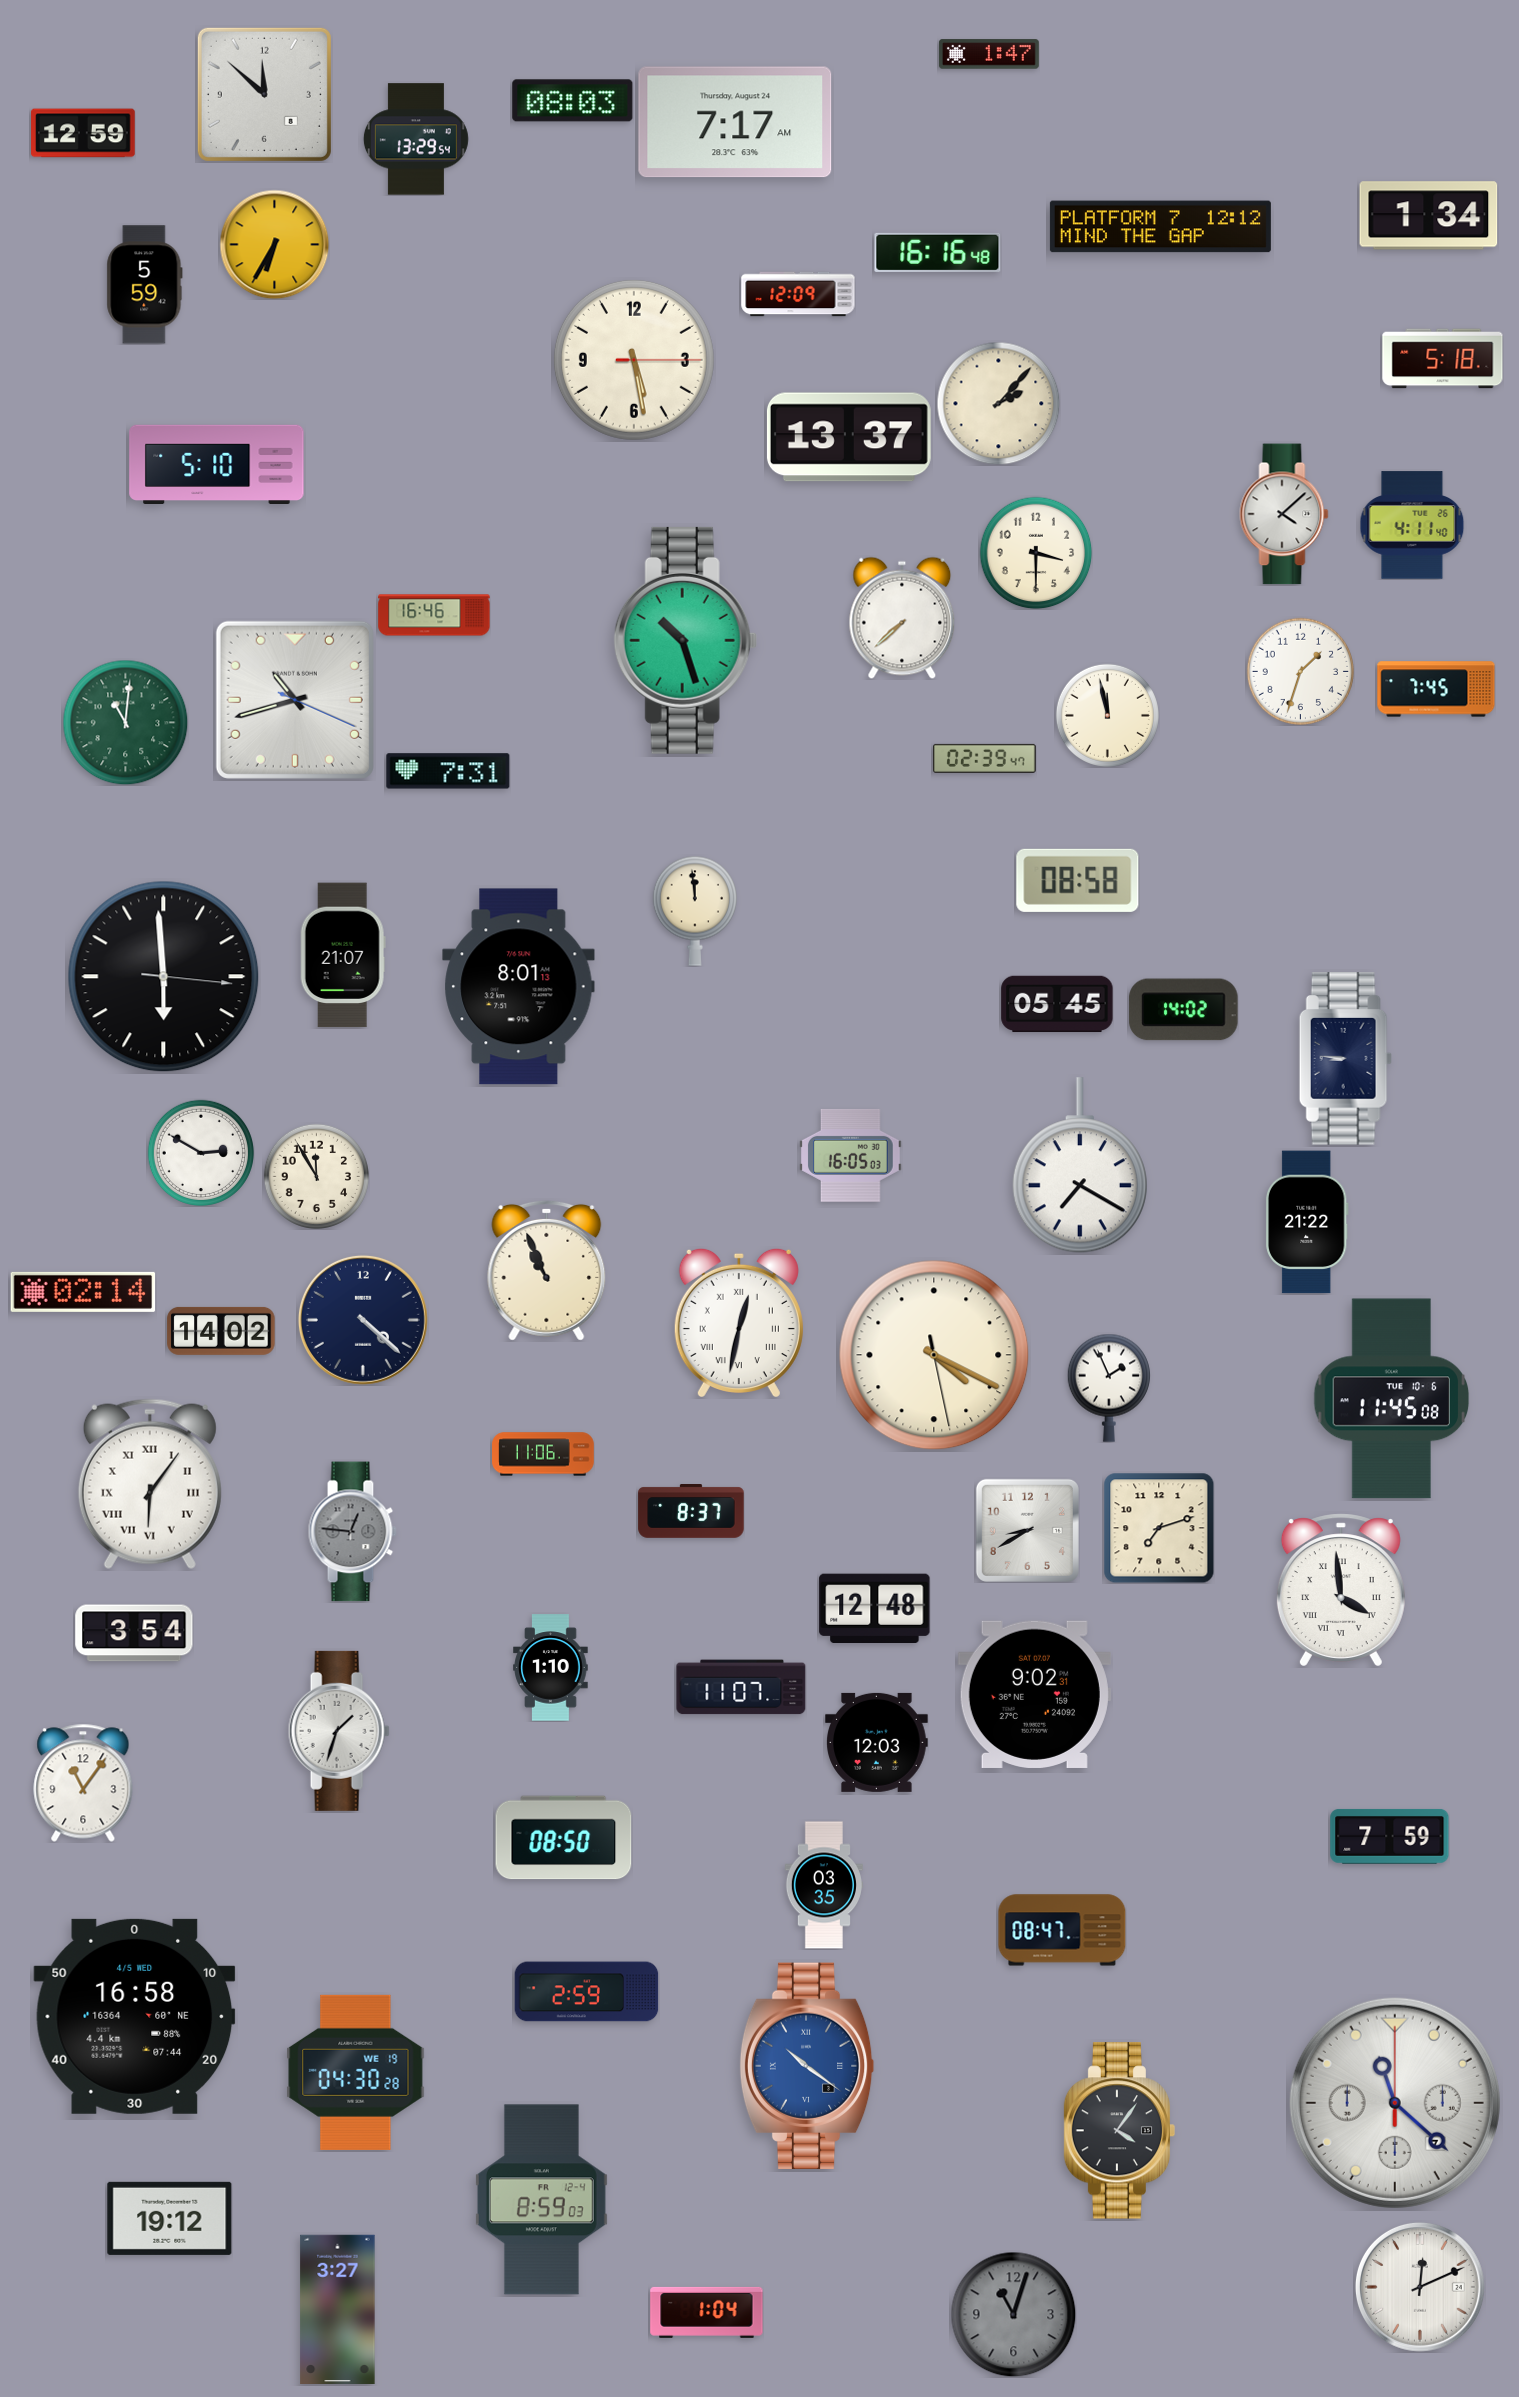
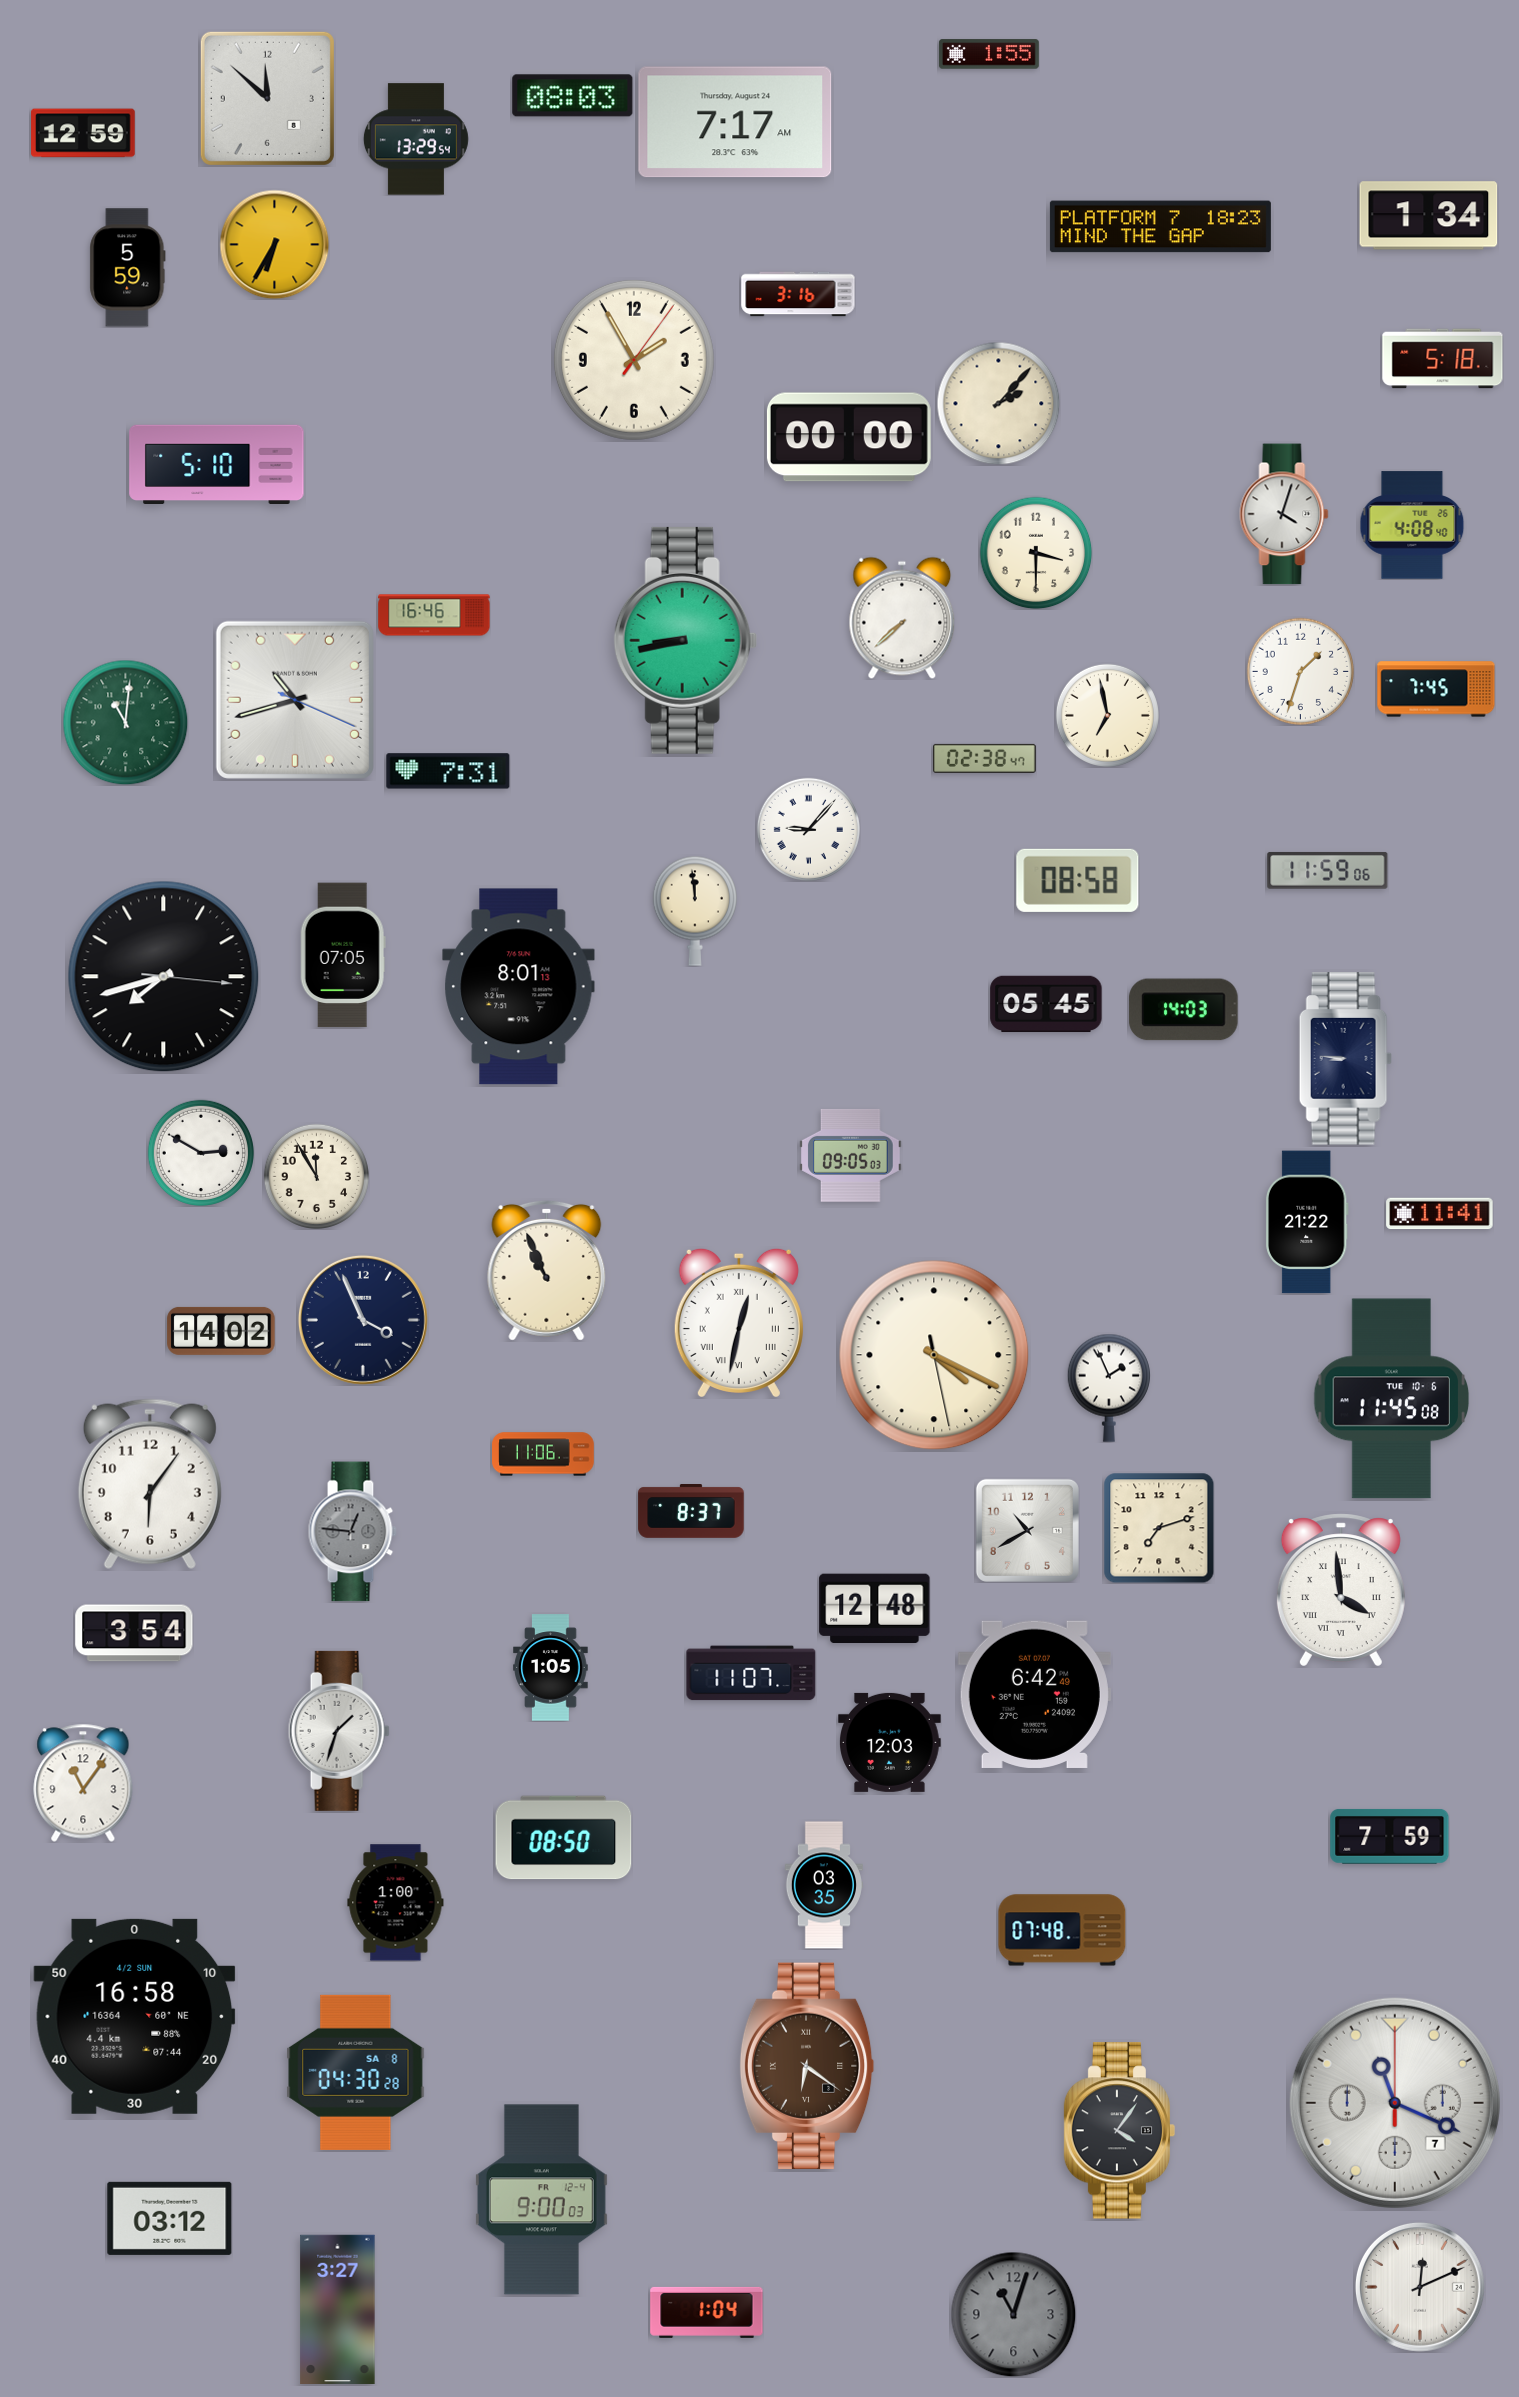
clock at (989, 54): 1:47 -> 1:55
clock at (264, 94) position: (264, 94) -> (267, 98)
clock at (573, 101) position: (573, 101) -> (573, 96)
clock at (1160, 227): 12:12 -> 18:23
clock at (938, 252): 16:16 -> none
clock at (145, 285) position: (145, 285) -> (128, 268)
clock at (798, 294): 12:09 -> 3:16
clock at (634, 360): 5:28 -> 1:55
clock at (849, 437): 13:37 -> 00:00
clock at (1284, 514): 4:08 -> 4:03
clock at (1412, 525): 4:11 -> 4:08
clock at (685, 640): 10:27 -> 8:43
clock at (1107, 715): 11:58 -> 6:58
clock at (985, 758): 02:39 -> 02:38
clock at (808, 829): none -> 9:07
clock at (1328, 870): none -> 11:59
clock at (343, 955): 21:07 -> 07:05
clock at (164, 977): 5:59 -> 7:42
clock at (1057, 1004) position: (1057, 1004) -> (1046, 1004)
clock at (1184, 1010): 14:02 -> 14:03
clock at (851, 1155): 16:05 -> 09:05
clock at (1080, 1166): 7:20 -> none
clock at (1440, 1214): none -> 11:41
clock at (83, 1292): 02:14 -> none
clock at (363, 1320): 4:22 -> 3:56
clock at (150, 1484) numerals: Roman -> Arabic
clock at (1027, 1530): 8:40 -> 10:40
clock at (551, 1668): 1:10 -> 1:05
clock at (741, 1687) position: (741, 1687) -> (751, 1673)
clock at (1034, 1694): 9:02 -> 6:42
clock at (877, 1742) position: (877, 1742) -> (890, 1742)
clock at (396, 1903): none -> 1:00
clock at (1062, 1930): 08:47 -> 07:48
clock at (587, 1992): 2:59 -> none
clock at (135, 2016) date: 4/5 WED -> 4/2 SUN
clock at (807, 2065): 10:21 -> 6:21
clock at (807, 2065) dial: blue -> brown
clock at (356, 2072) date: WE 19 -> SA 8
clock at (1395, 2103): 11:22 -> 11:19
clock at (541, 2200): 8:59 -> 9:00
clock at (170, 2218): 19:12 -> 03:12
